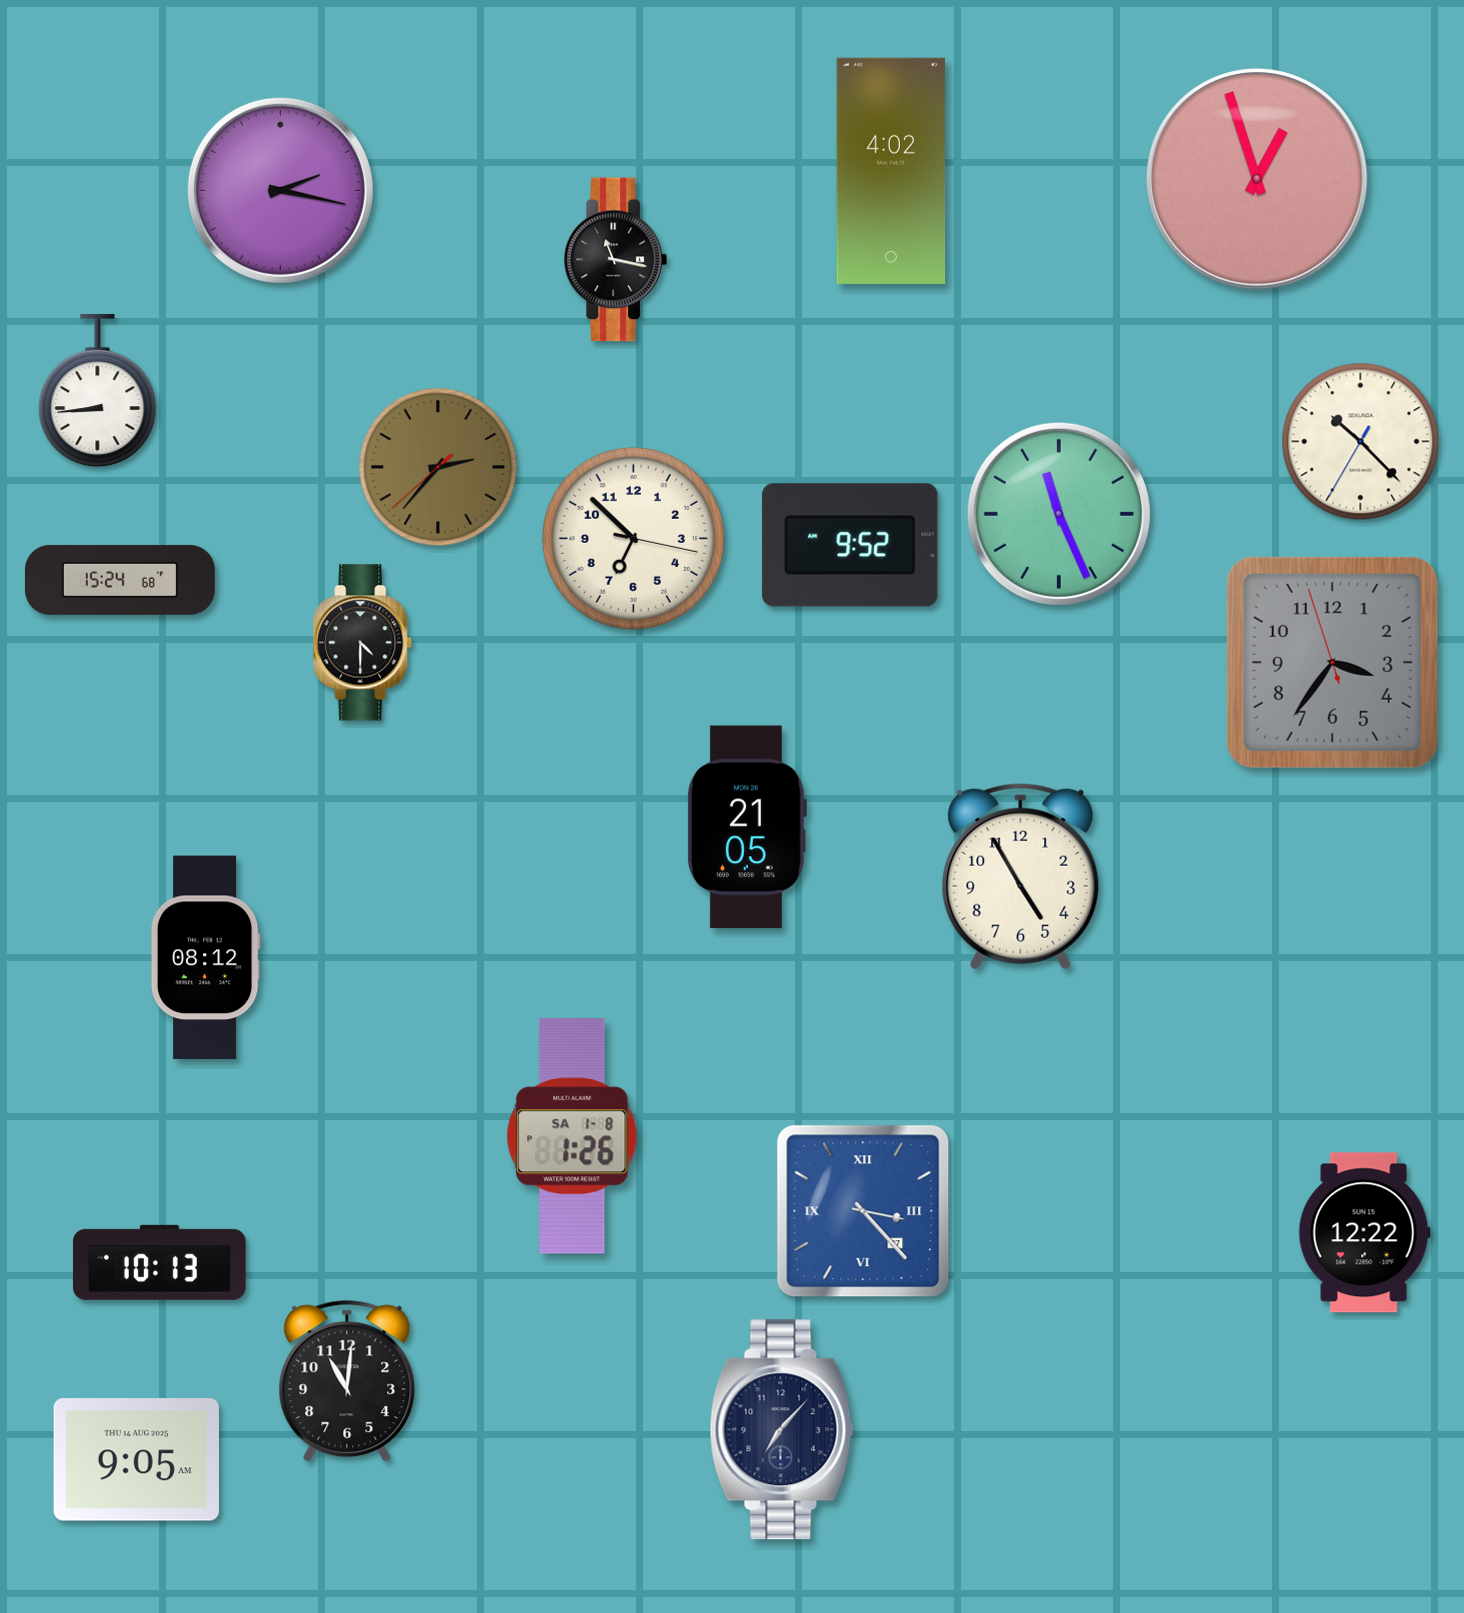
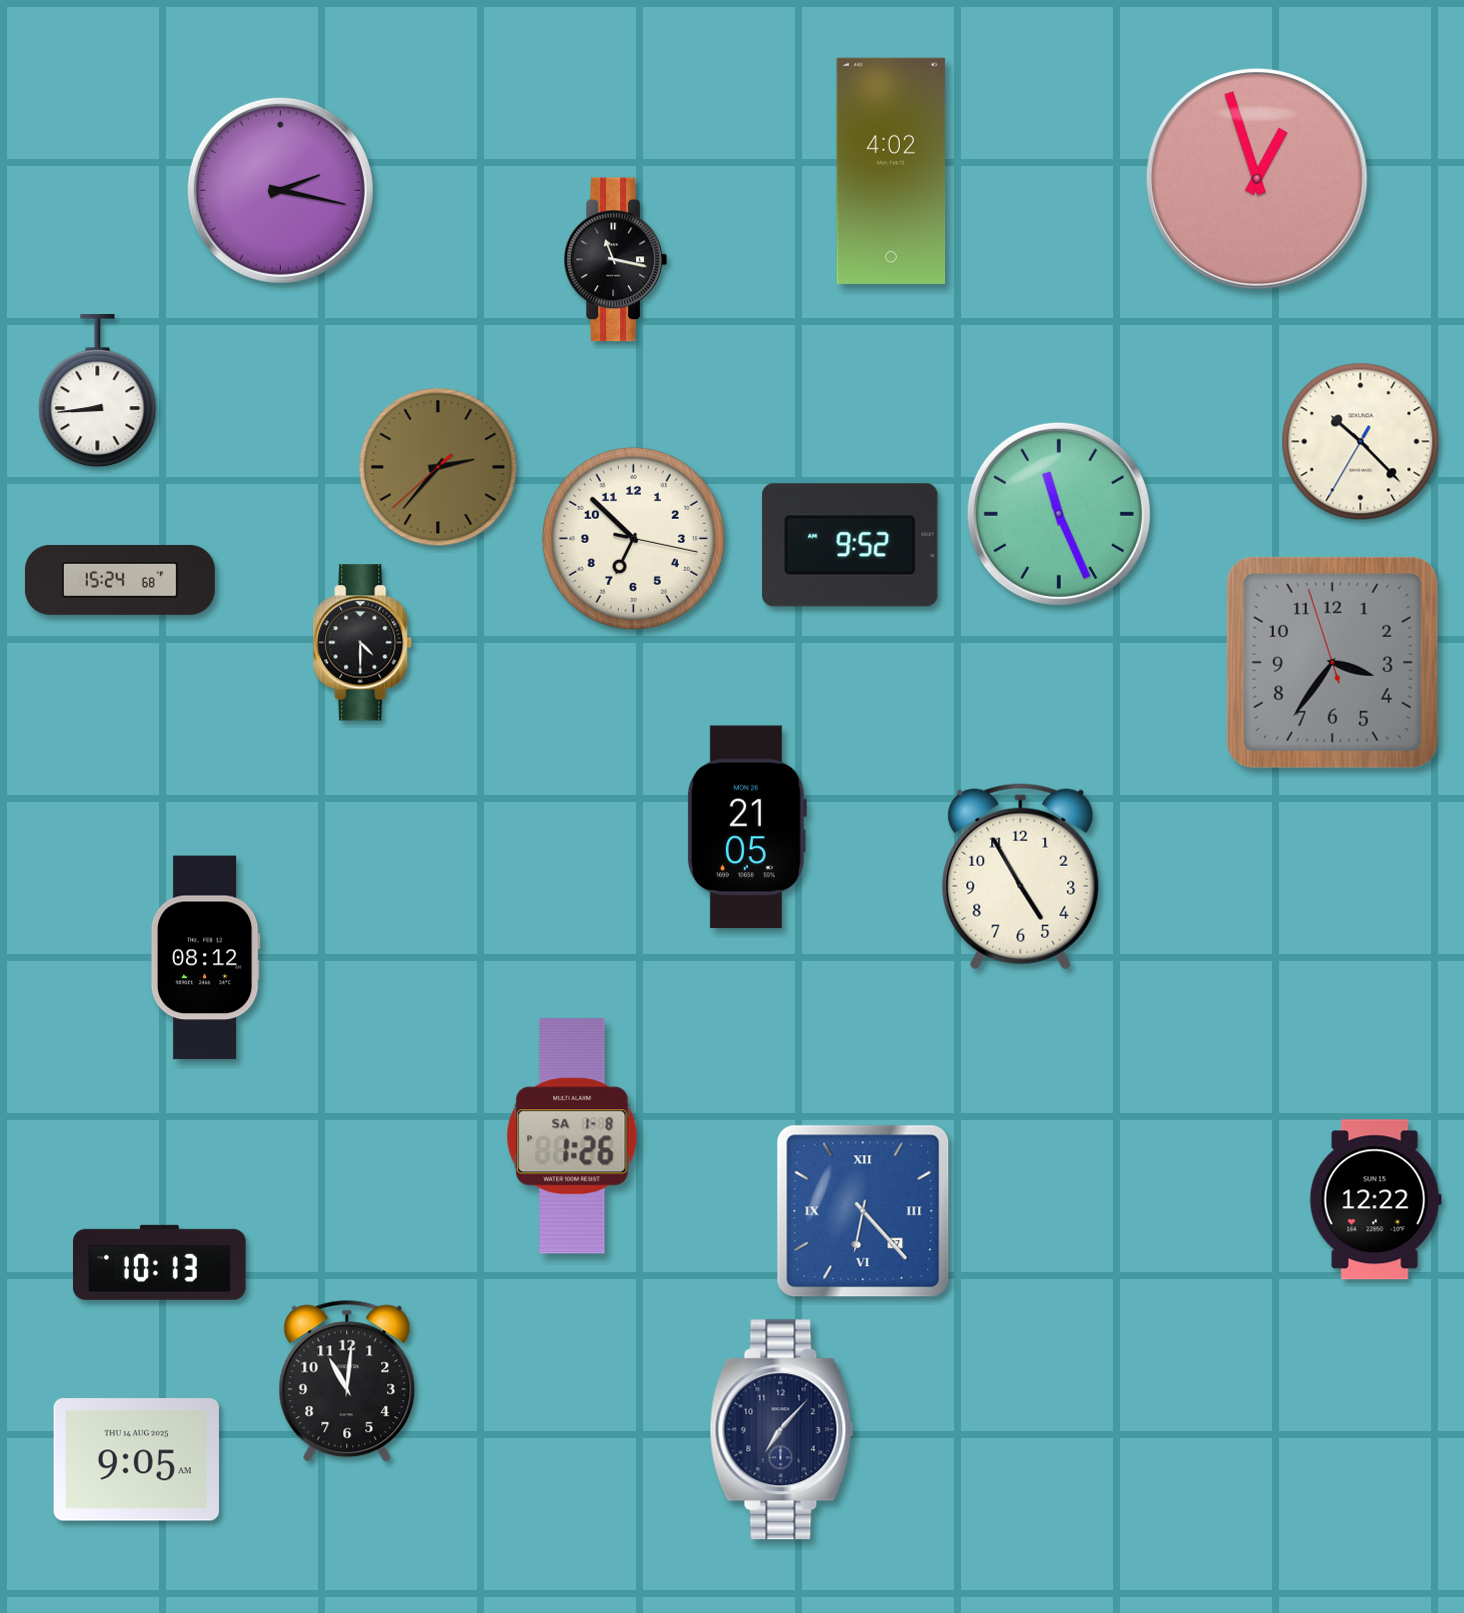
clock at (863, 1211): 3:23 -> 6:23
clock at (1364, 1233) position: (1364, 1233) -> (1375, 1200)
